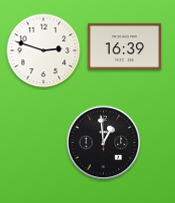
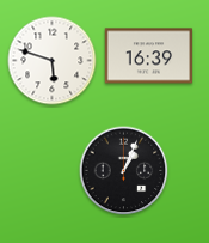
clock at (44, 51): 2:48 -> 5:48
clock at (104, 143): 12:59 -> 1:04
